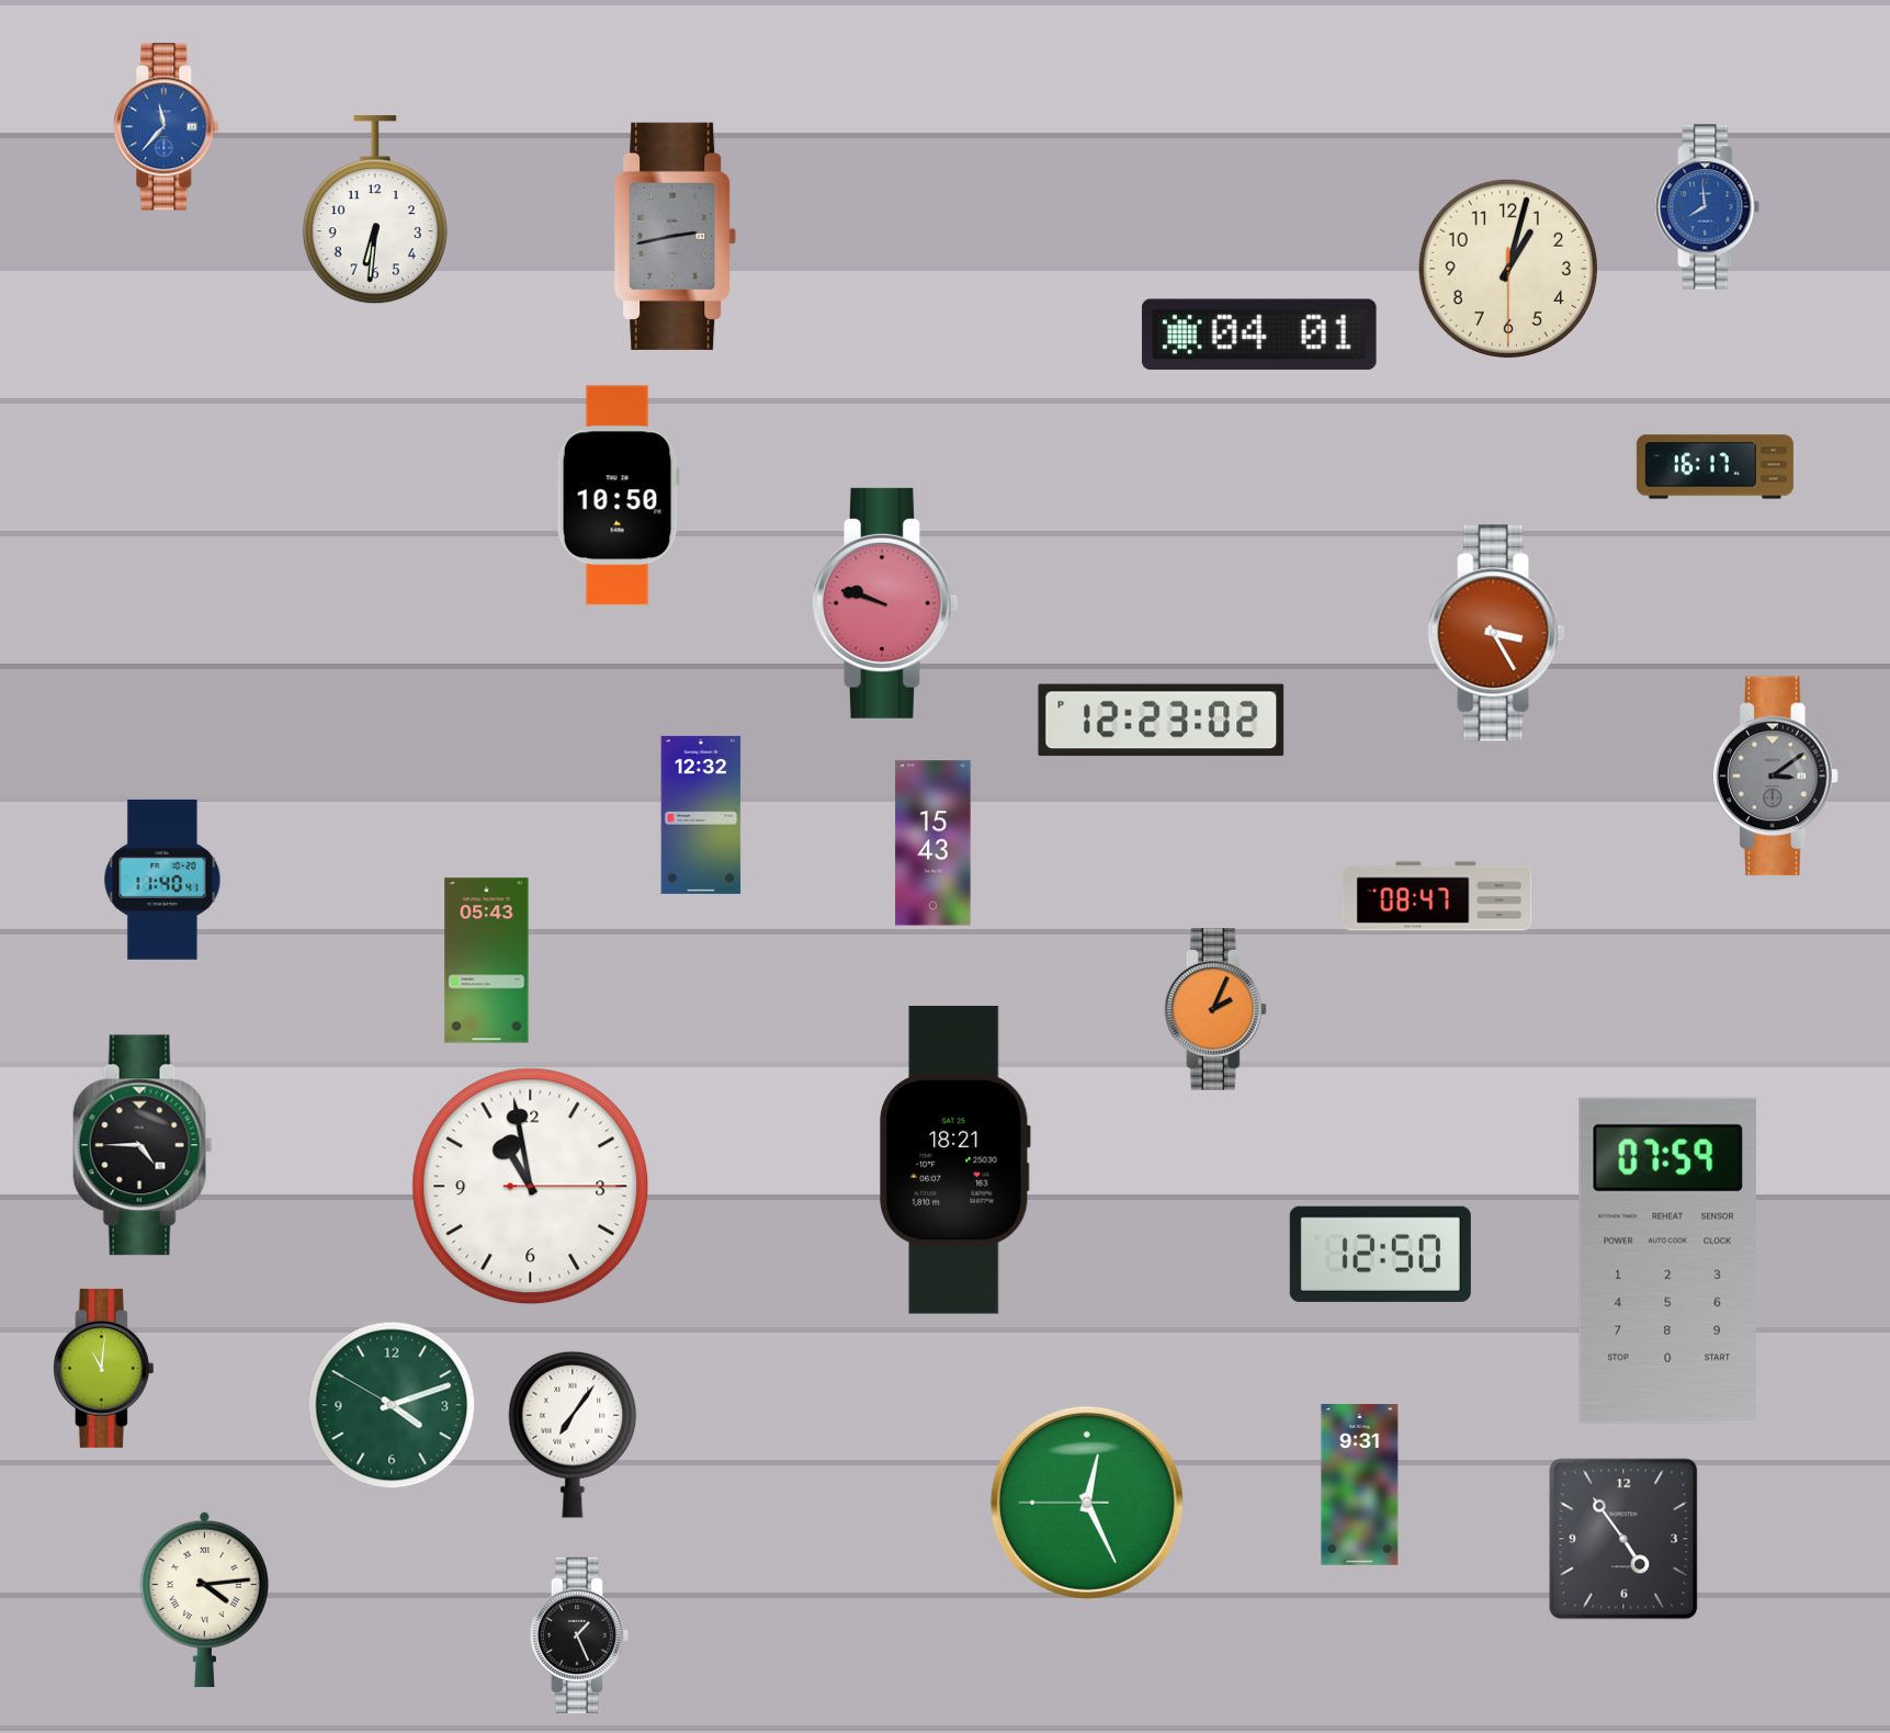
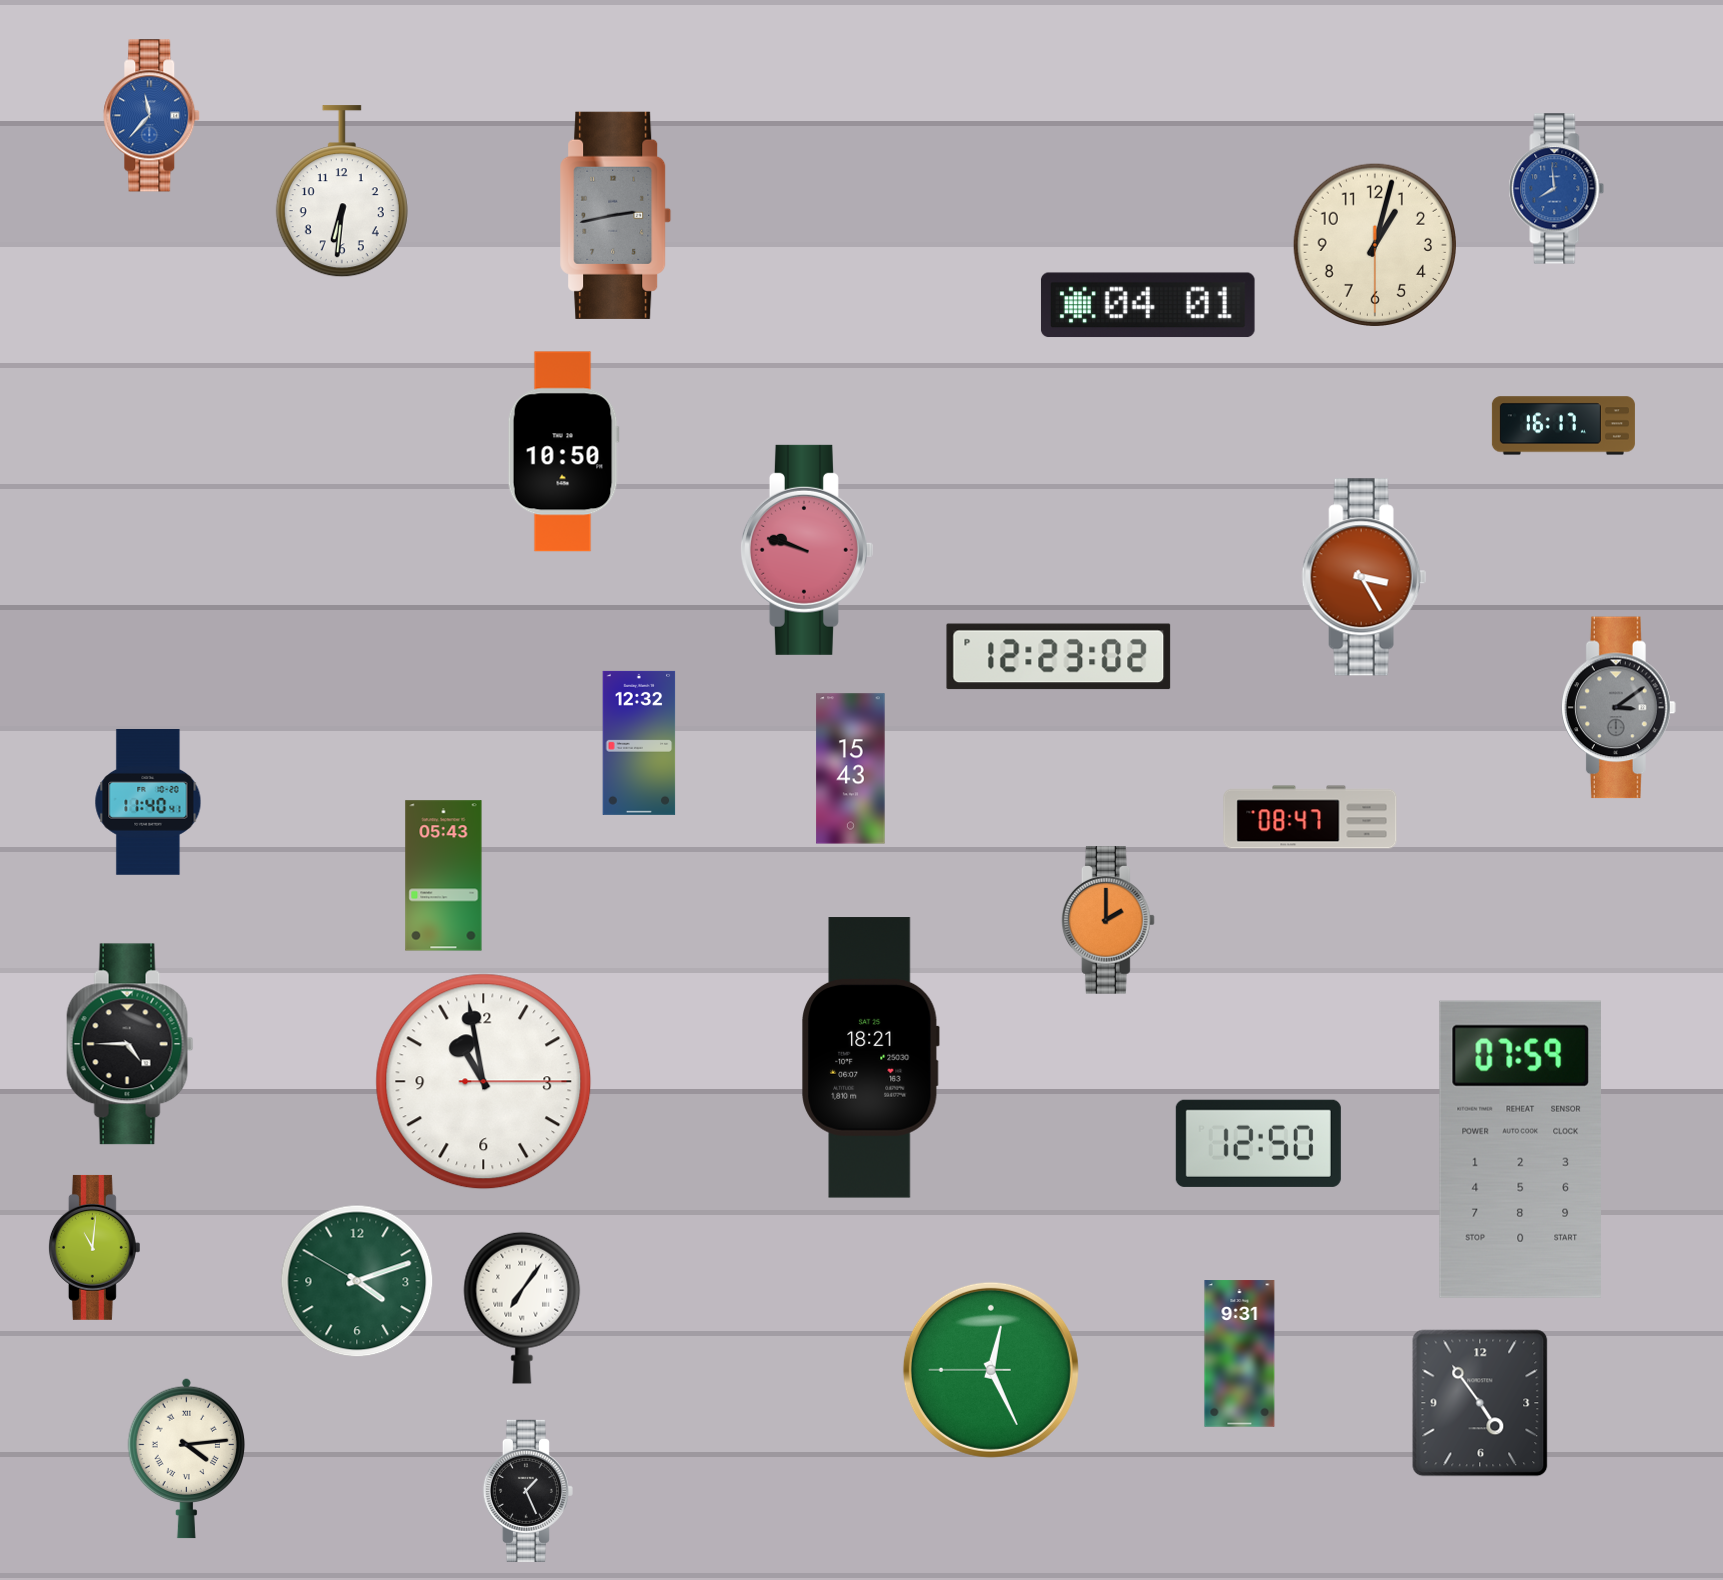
clock at (1215, 1009): 2:04 -> 2:00
